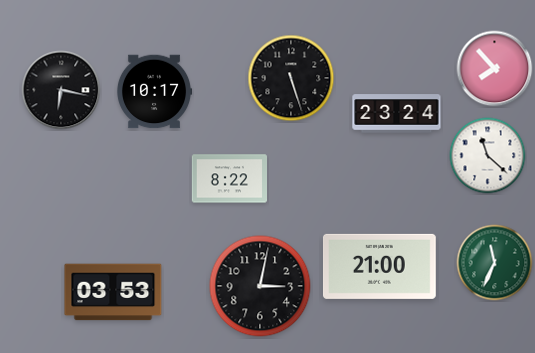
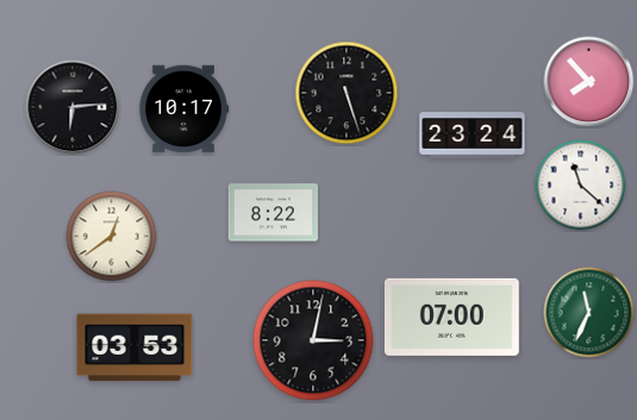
clock at (61, 90): 6:17 -> 6:14
clock at (112, 237): none -> 12:39
clock at (379, 266): 21:00 -> 07:00
clock at (260, 286) position: (260, 286) -> (313, 340)
